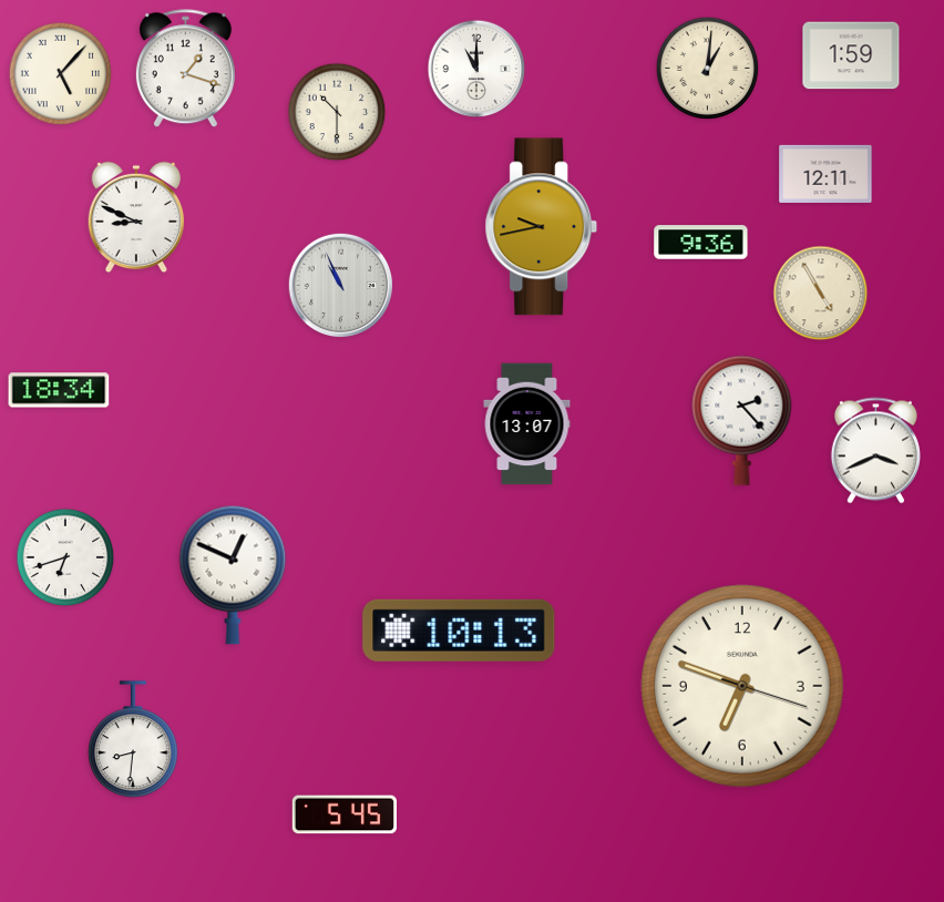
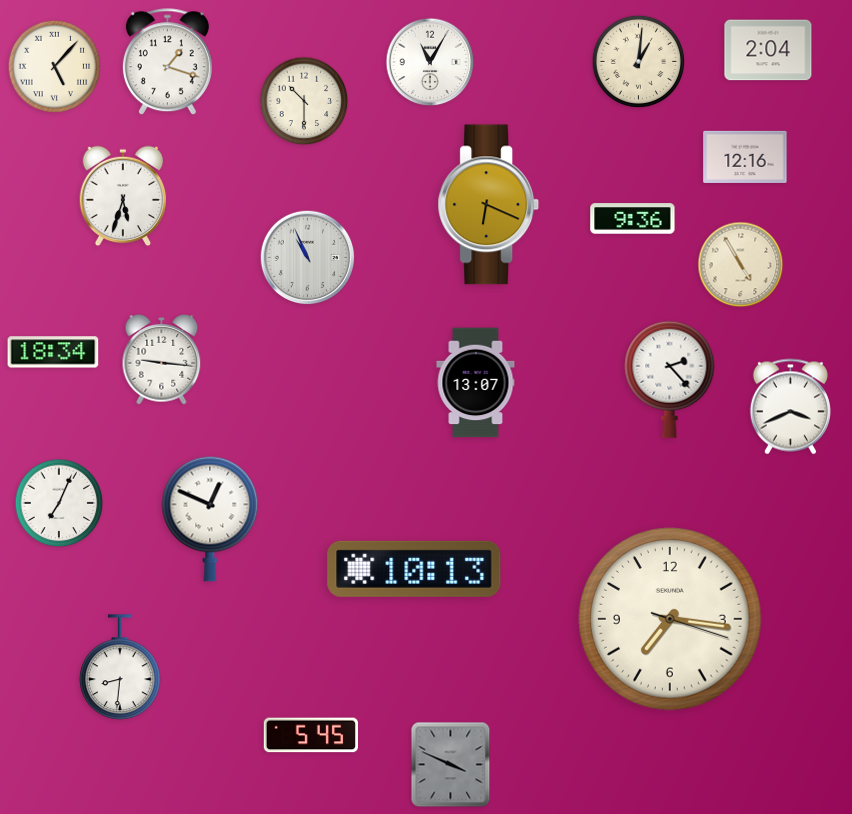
clock at (851, 55): 1:59 -> 2:04
clock at (476, 69): 11:00 -> 11:05
clock at (825, 174): 12:11 -> 12:16
clock at (136, 217): 8:49 -> 5:33
clock at (542, 227): 9:43 -> 6:19
clock at (162, 360): none -> 9:16
clock at (65, 557): 6:42 -> 7:04
clock at (742, 686): 6:48 -> 7:16
clock at (451, 765): none -> 3:49
